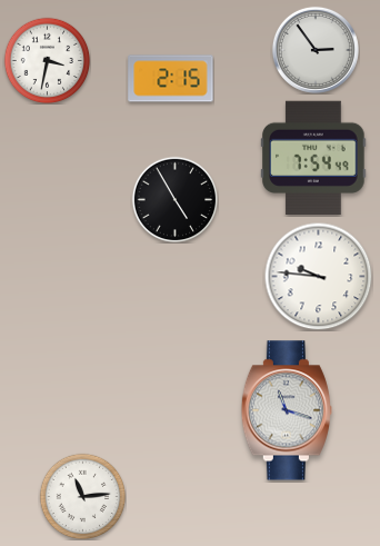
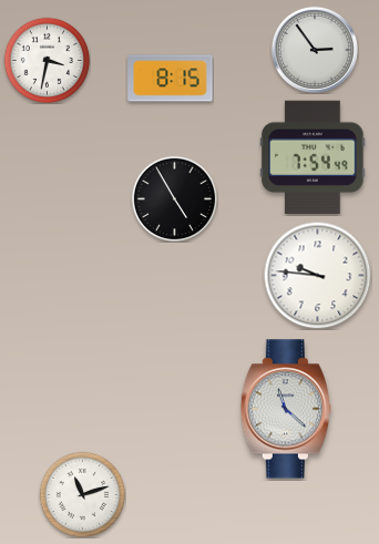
clock at (171, 79): 2:15 -> 8:15
clock at (287, 410): 11:18 -> 11:22
clock at (82, 496): 11:14 -> 11:12
